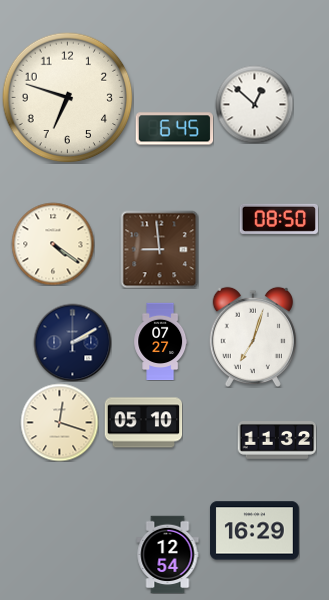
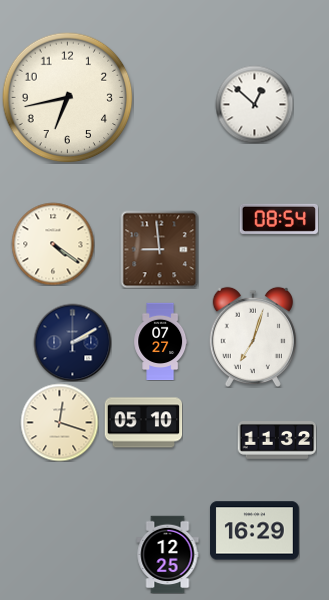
clock at (68, 98): 6:48 -> 6:43
clock at (174, 129): 6:45 -> none
clock at (279, 219): 08:50 -> 08:54
clock at (168, 554): 12:54 -> 12:25
